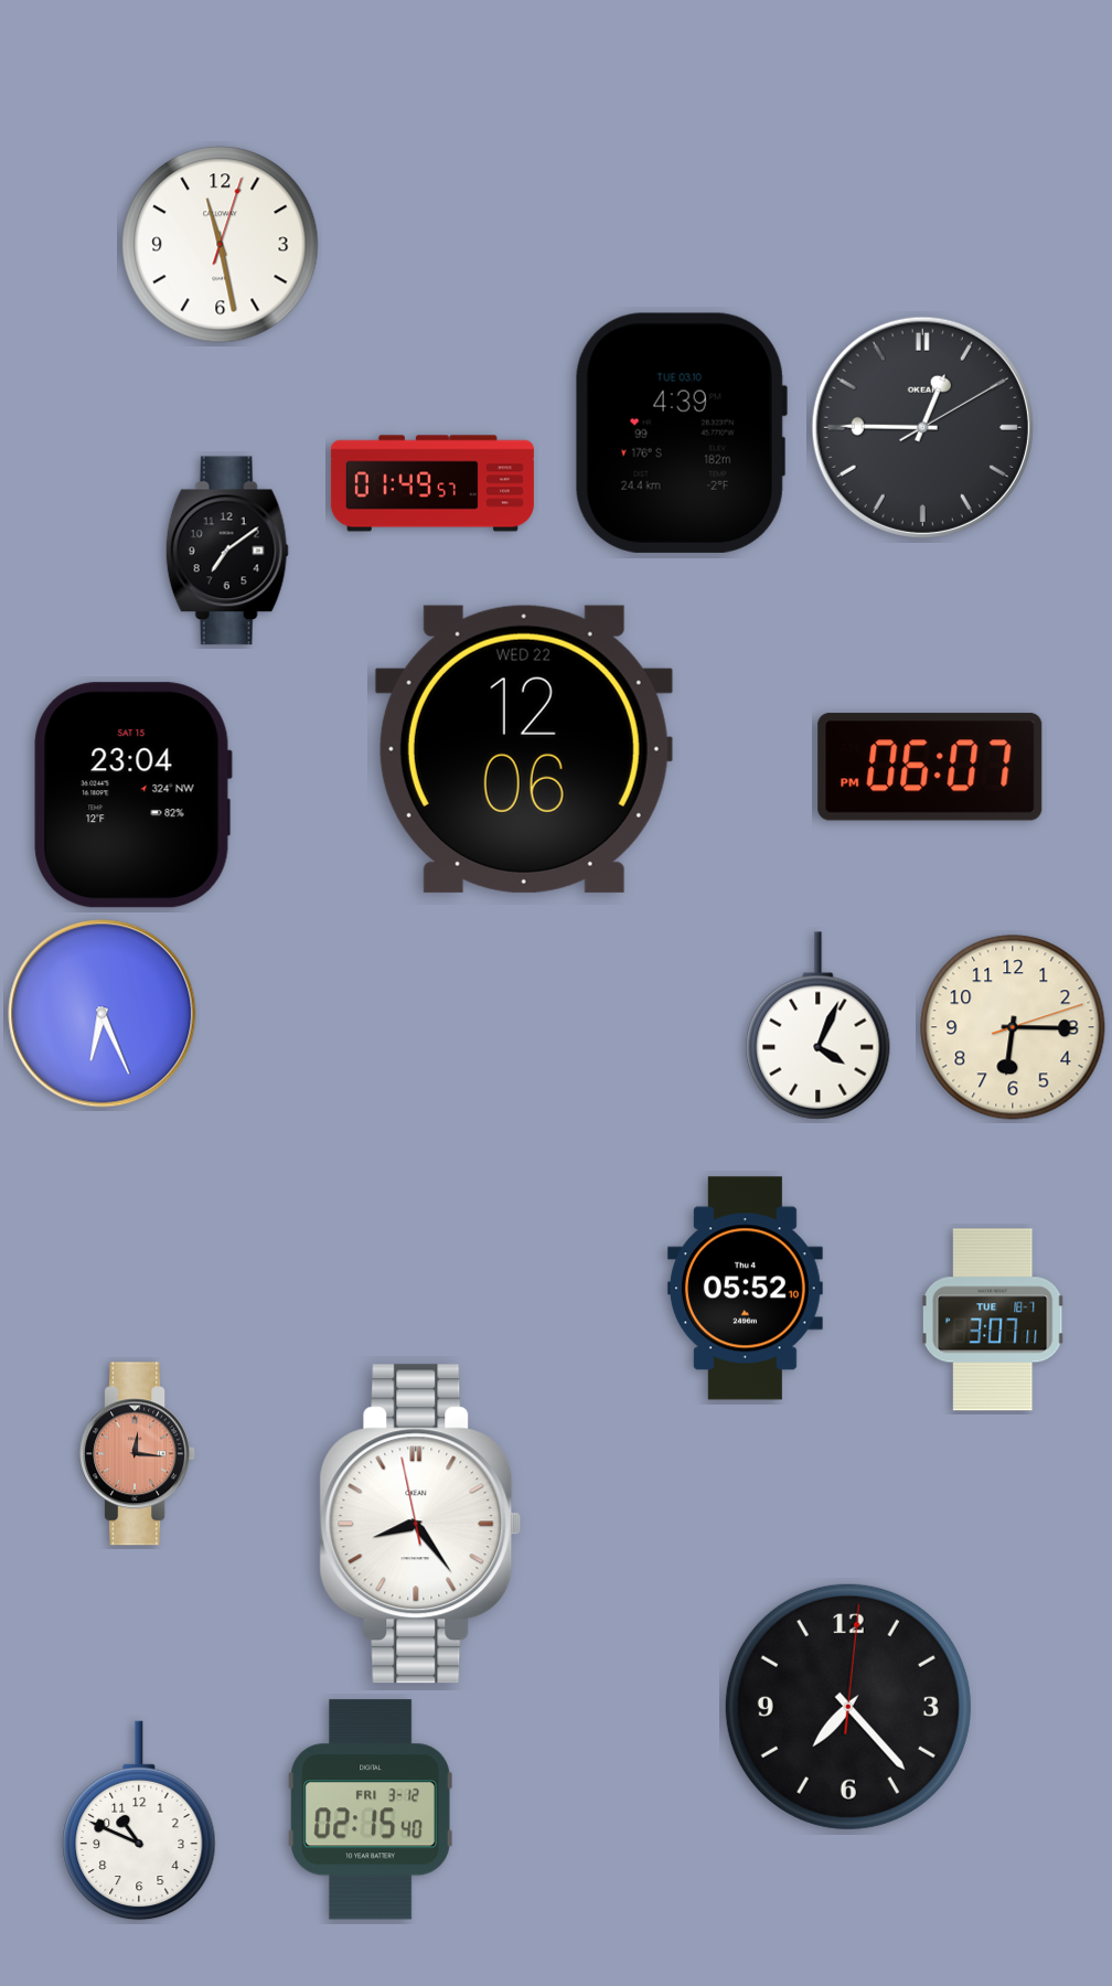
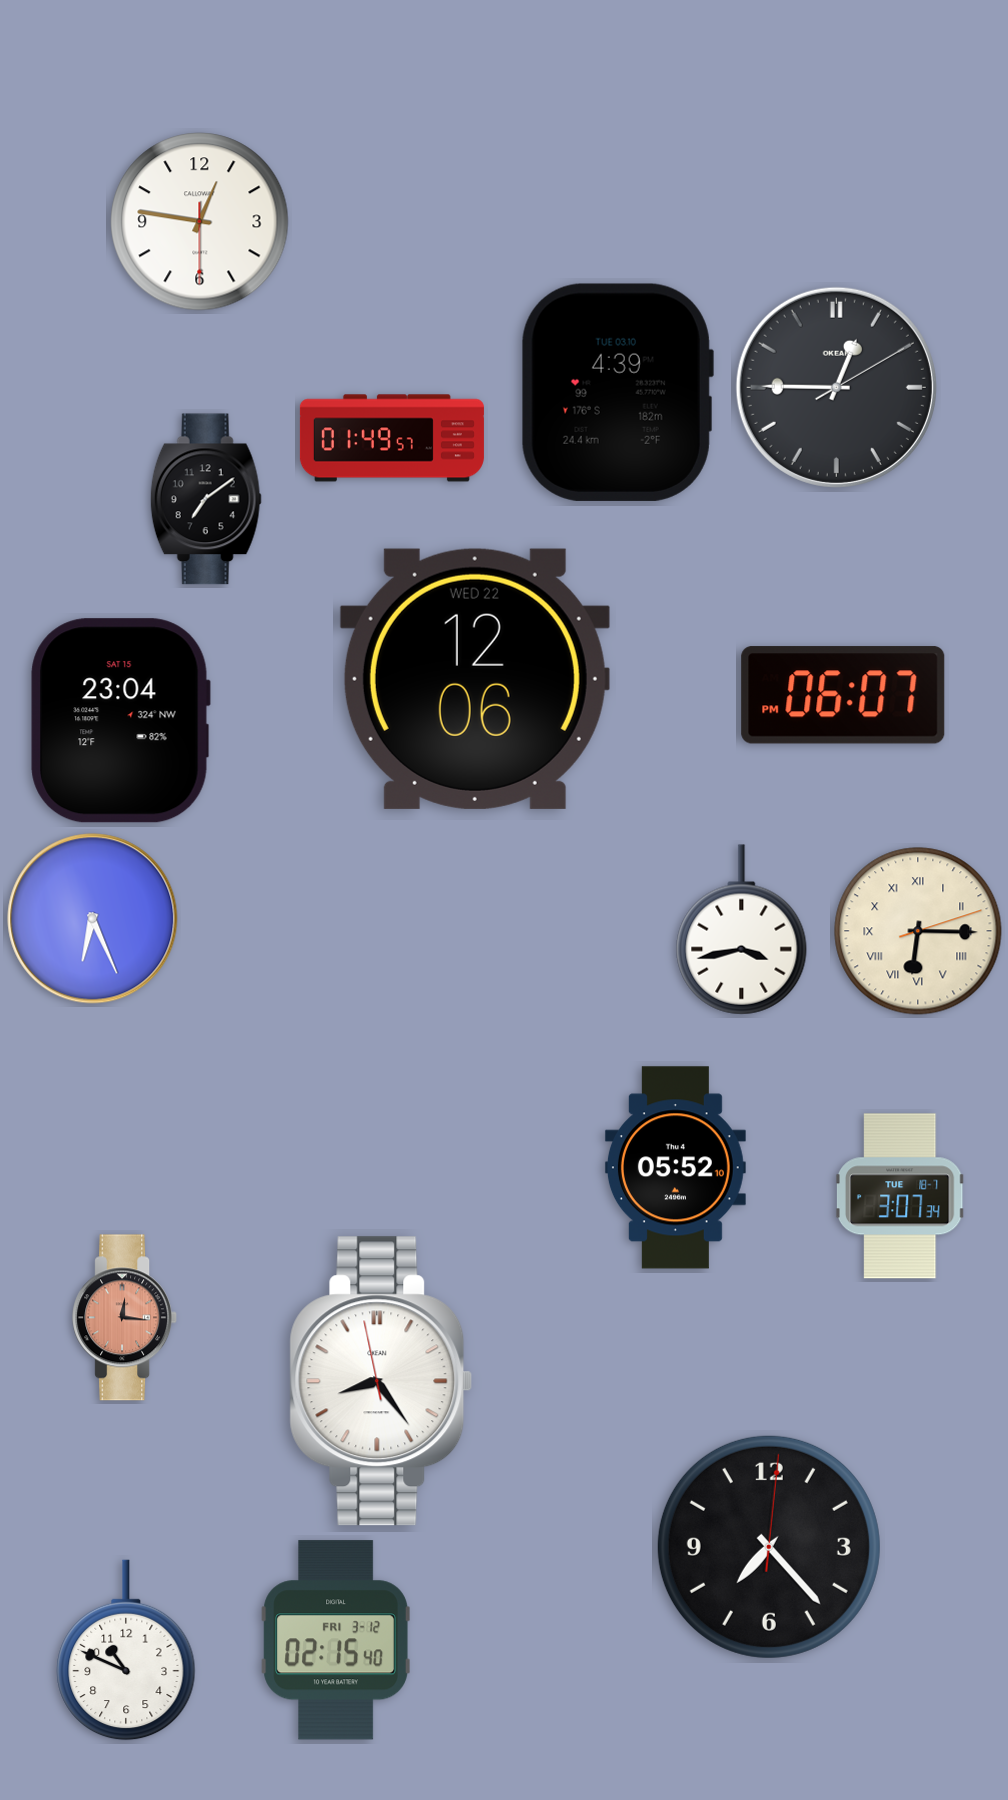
clock at (221, 245): 11:28 -> 12:46
clock at (819, 1026): 4:04 -> 3:43
clock at (1013, 1027) numerals: Arabic -> Roman
clock at (993, 1320): 3:07:11 -> 3:07:34
